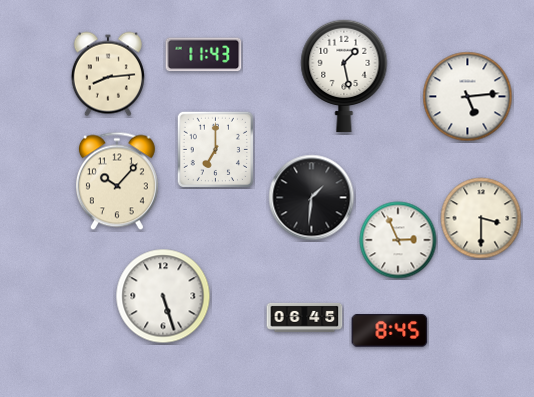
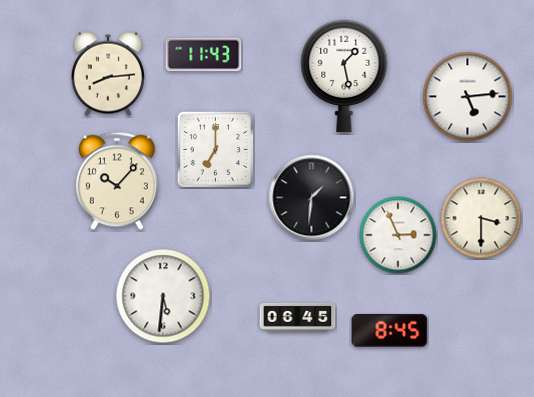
clock at (398, 240) position: (398, 240) -> (398, 235)
clock at (163, 296): 5:27 -> 5:31
clock at (305, 317) position: (305, 317) -> (298, 317)
